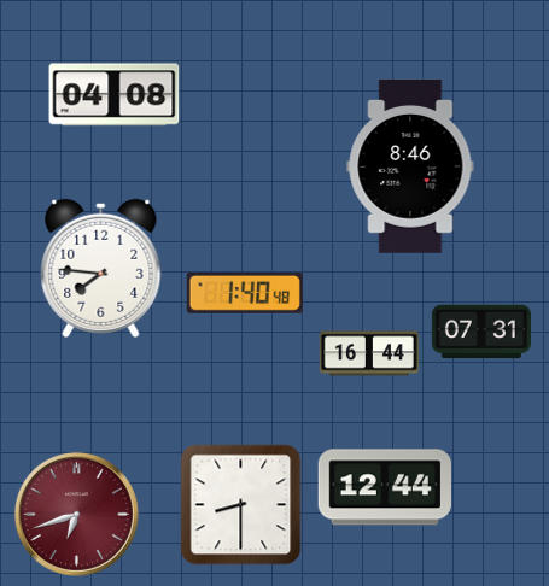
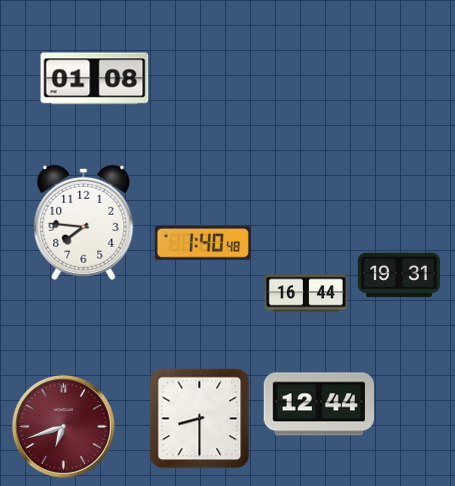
clock at (115, 95): 04:08 -> 01:08
clock at (410, 166): 8:46 -> none
clock at (481, 332): 07:31 -> 19:31
